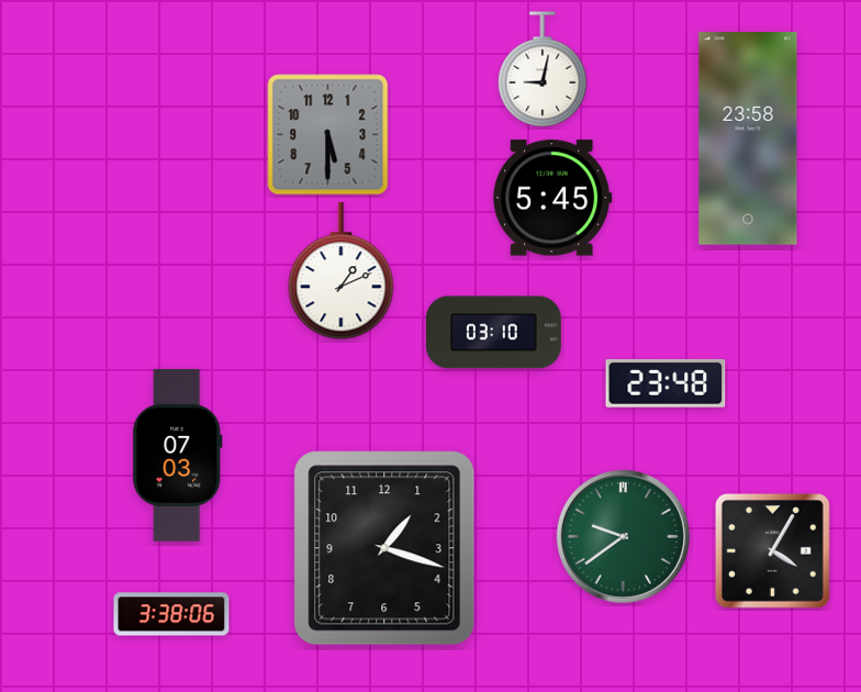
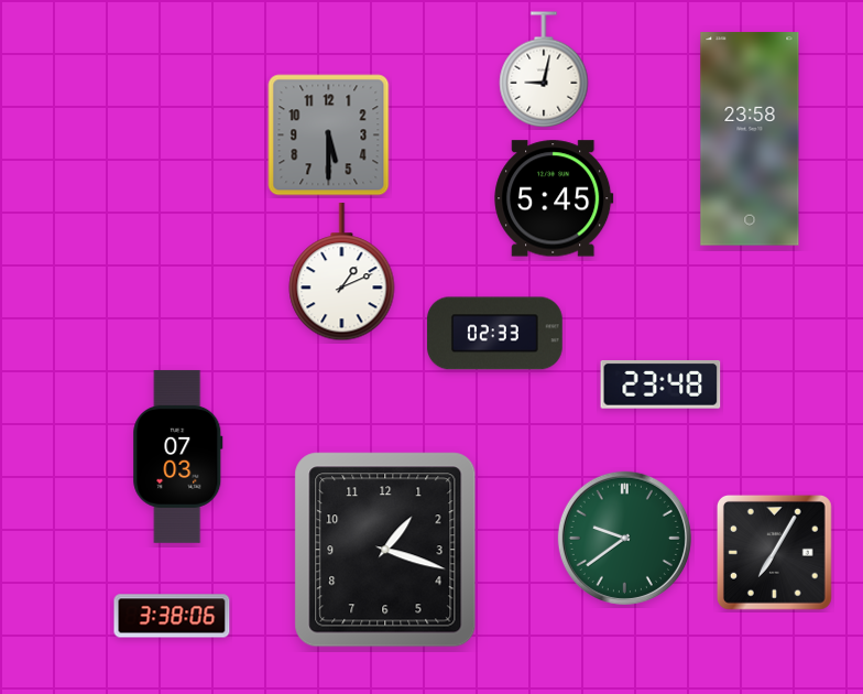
clock at (493, 333): 03:10 -> 02:33
clock at (666, 384) position: (666, 384) -> (660, 386)
clock at (772, 550): 4:05 -> 7:05
